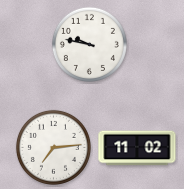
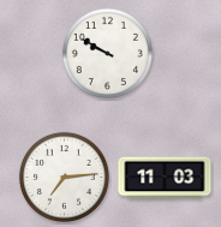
clock at (89, 44): 9:47 -> 9:50
clock at (137, 148): 11:02 -> 11:03
